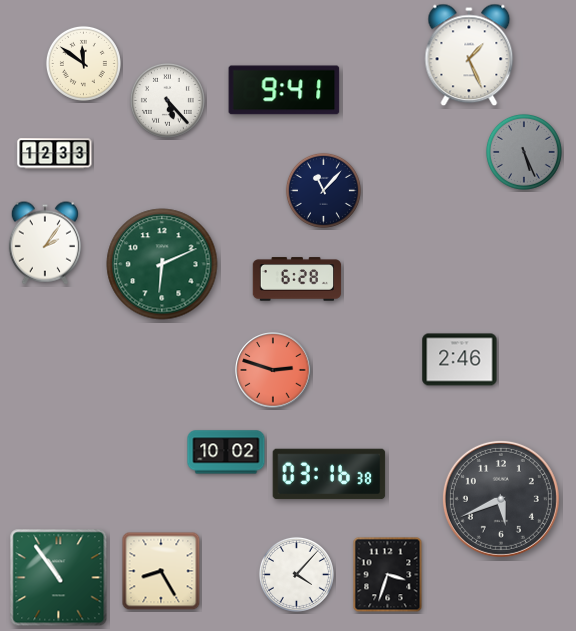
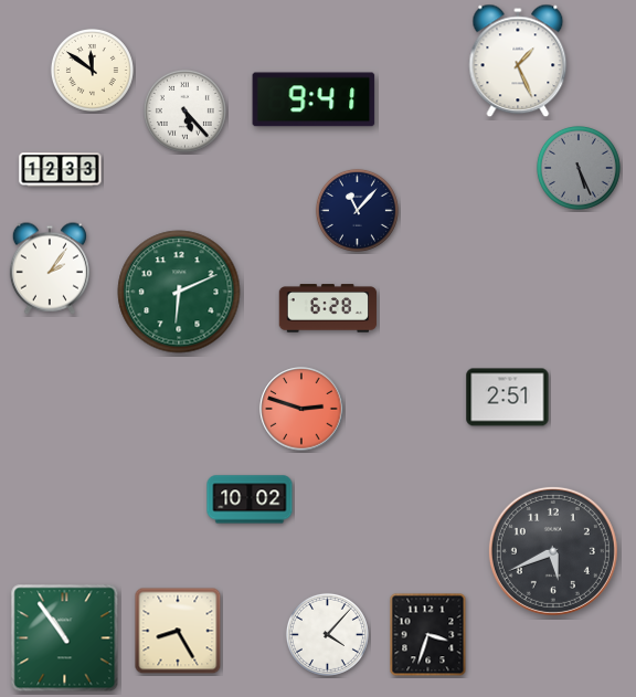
clock at (460, 360): 2:46 -> 2:51
clock at (329, 474): 03:16 -> none
